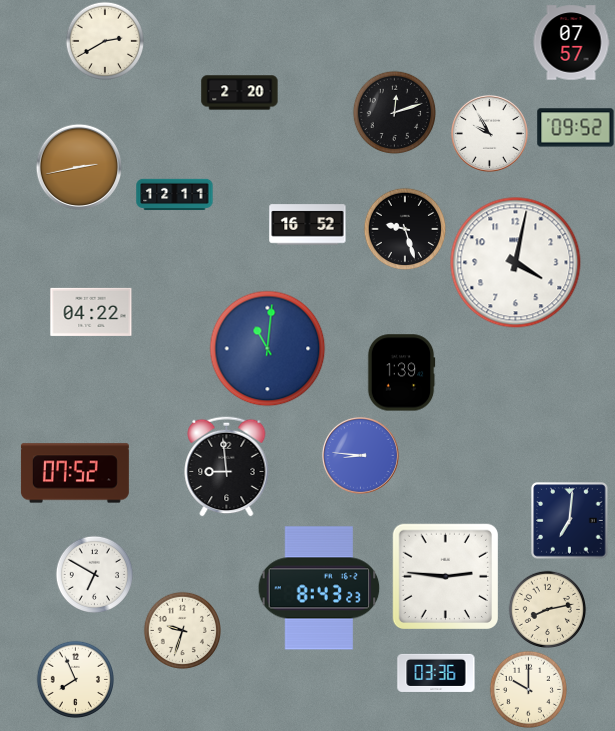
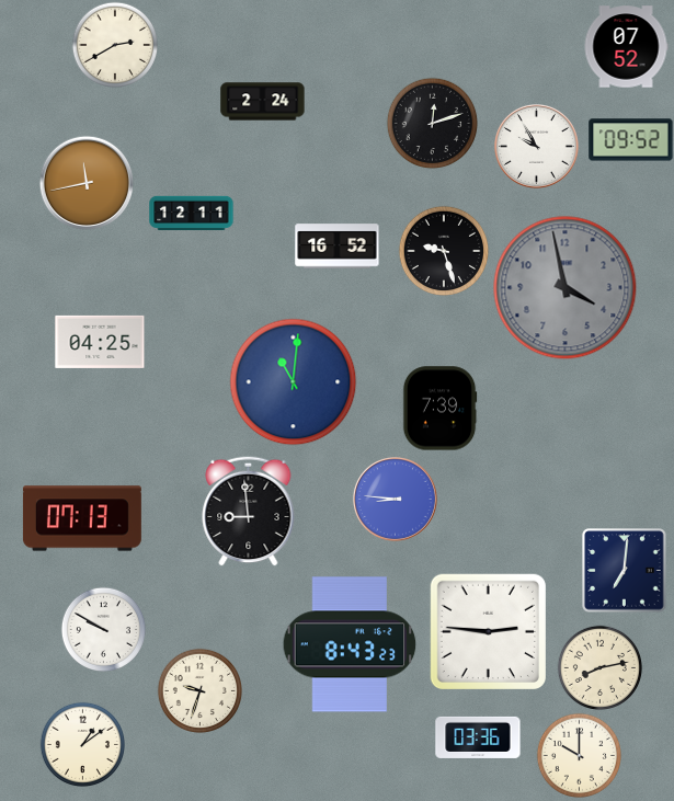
clock at (571, 43): 07:57 -> 07:52
clock at (240, 93): 2:20 -> 2:24
clock at (78, 166): 2:43 -> 11:43
clock at (516, 263): 4:02 -> 3:58
clock at (516, 263) dial: white -> grey
clock at (91, 312): 04:22 -> 04:25
clock at (401, 373): 1:39 -> 7:39
clock at (75, 473): 07:52 -> 07:13
clock at (94, 574): 6:50 -> 9:50
clock at (75, 679): 7:56 -> 1:09
